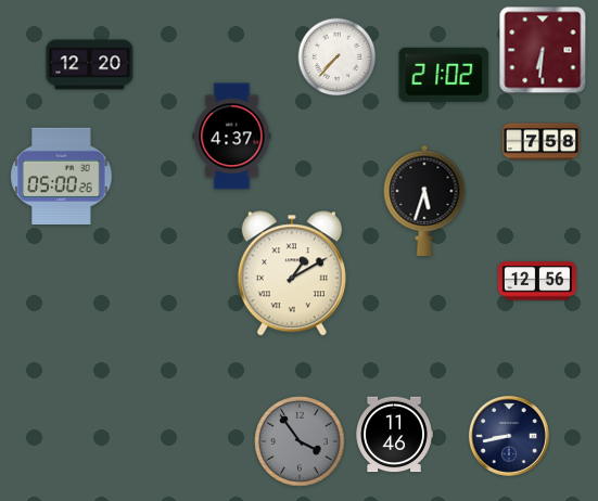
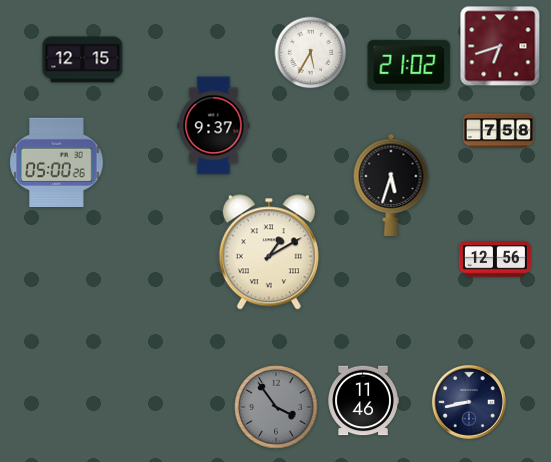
clock at (543, 50): 6:31 -> 6:42
clock at (338, 57): 7:37 -> 5:35
clock at (90, 65): 12:20 -> 12:15
clock at (444, 75) position: (444, 75) -> (409, 65)
clock at (232, 137): 4:37 -> 9:37
